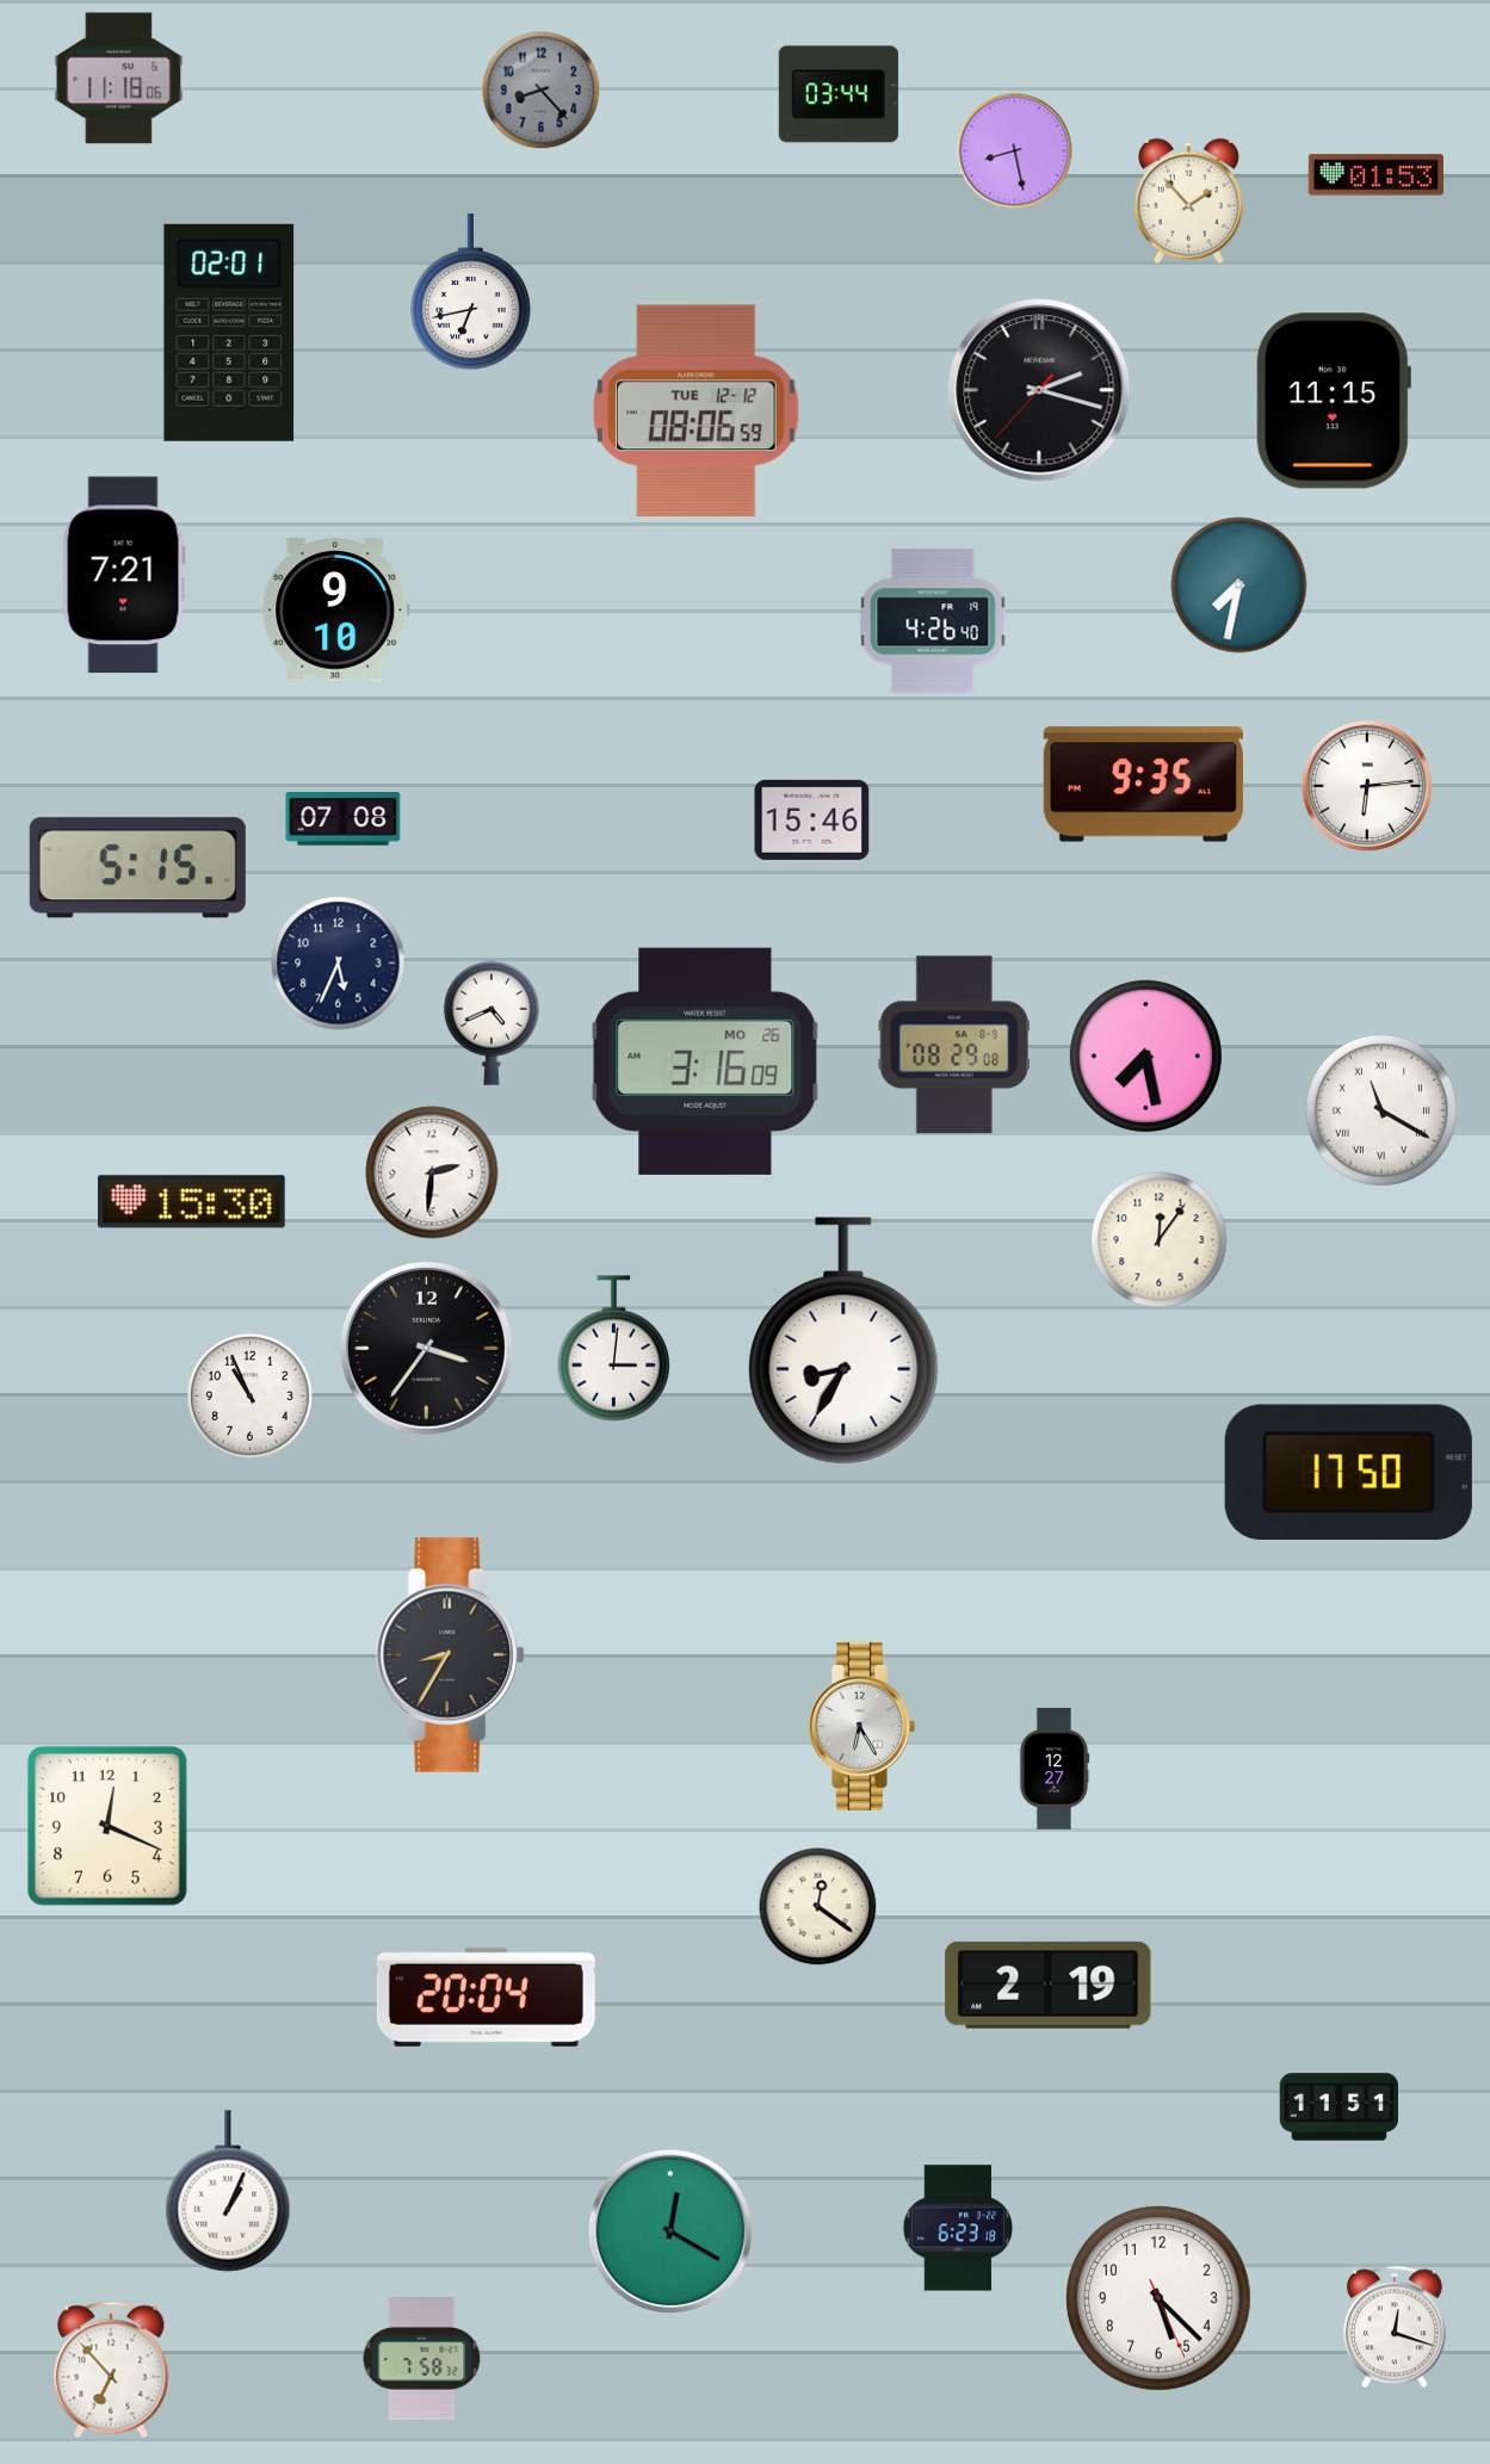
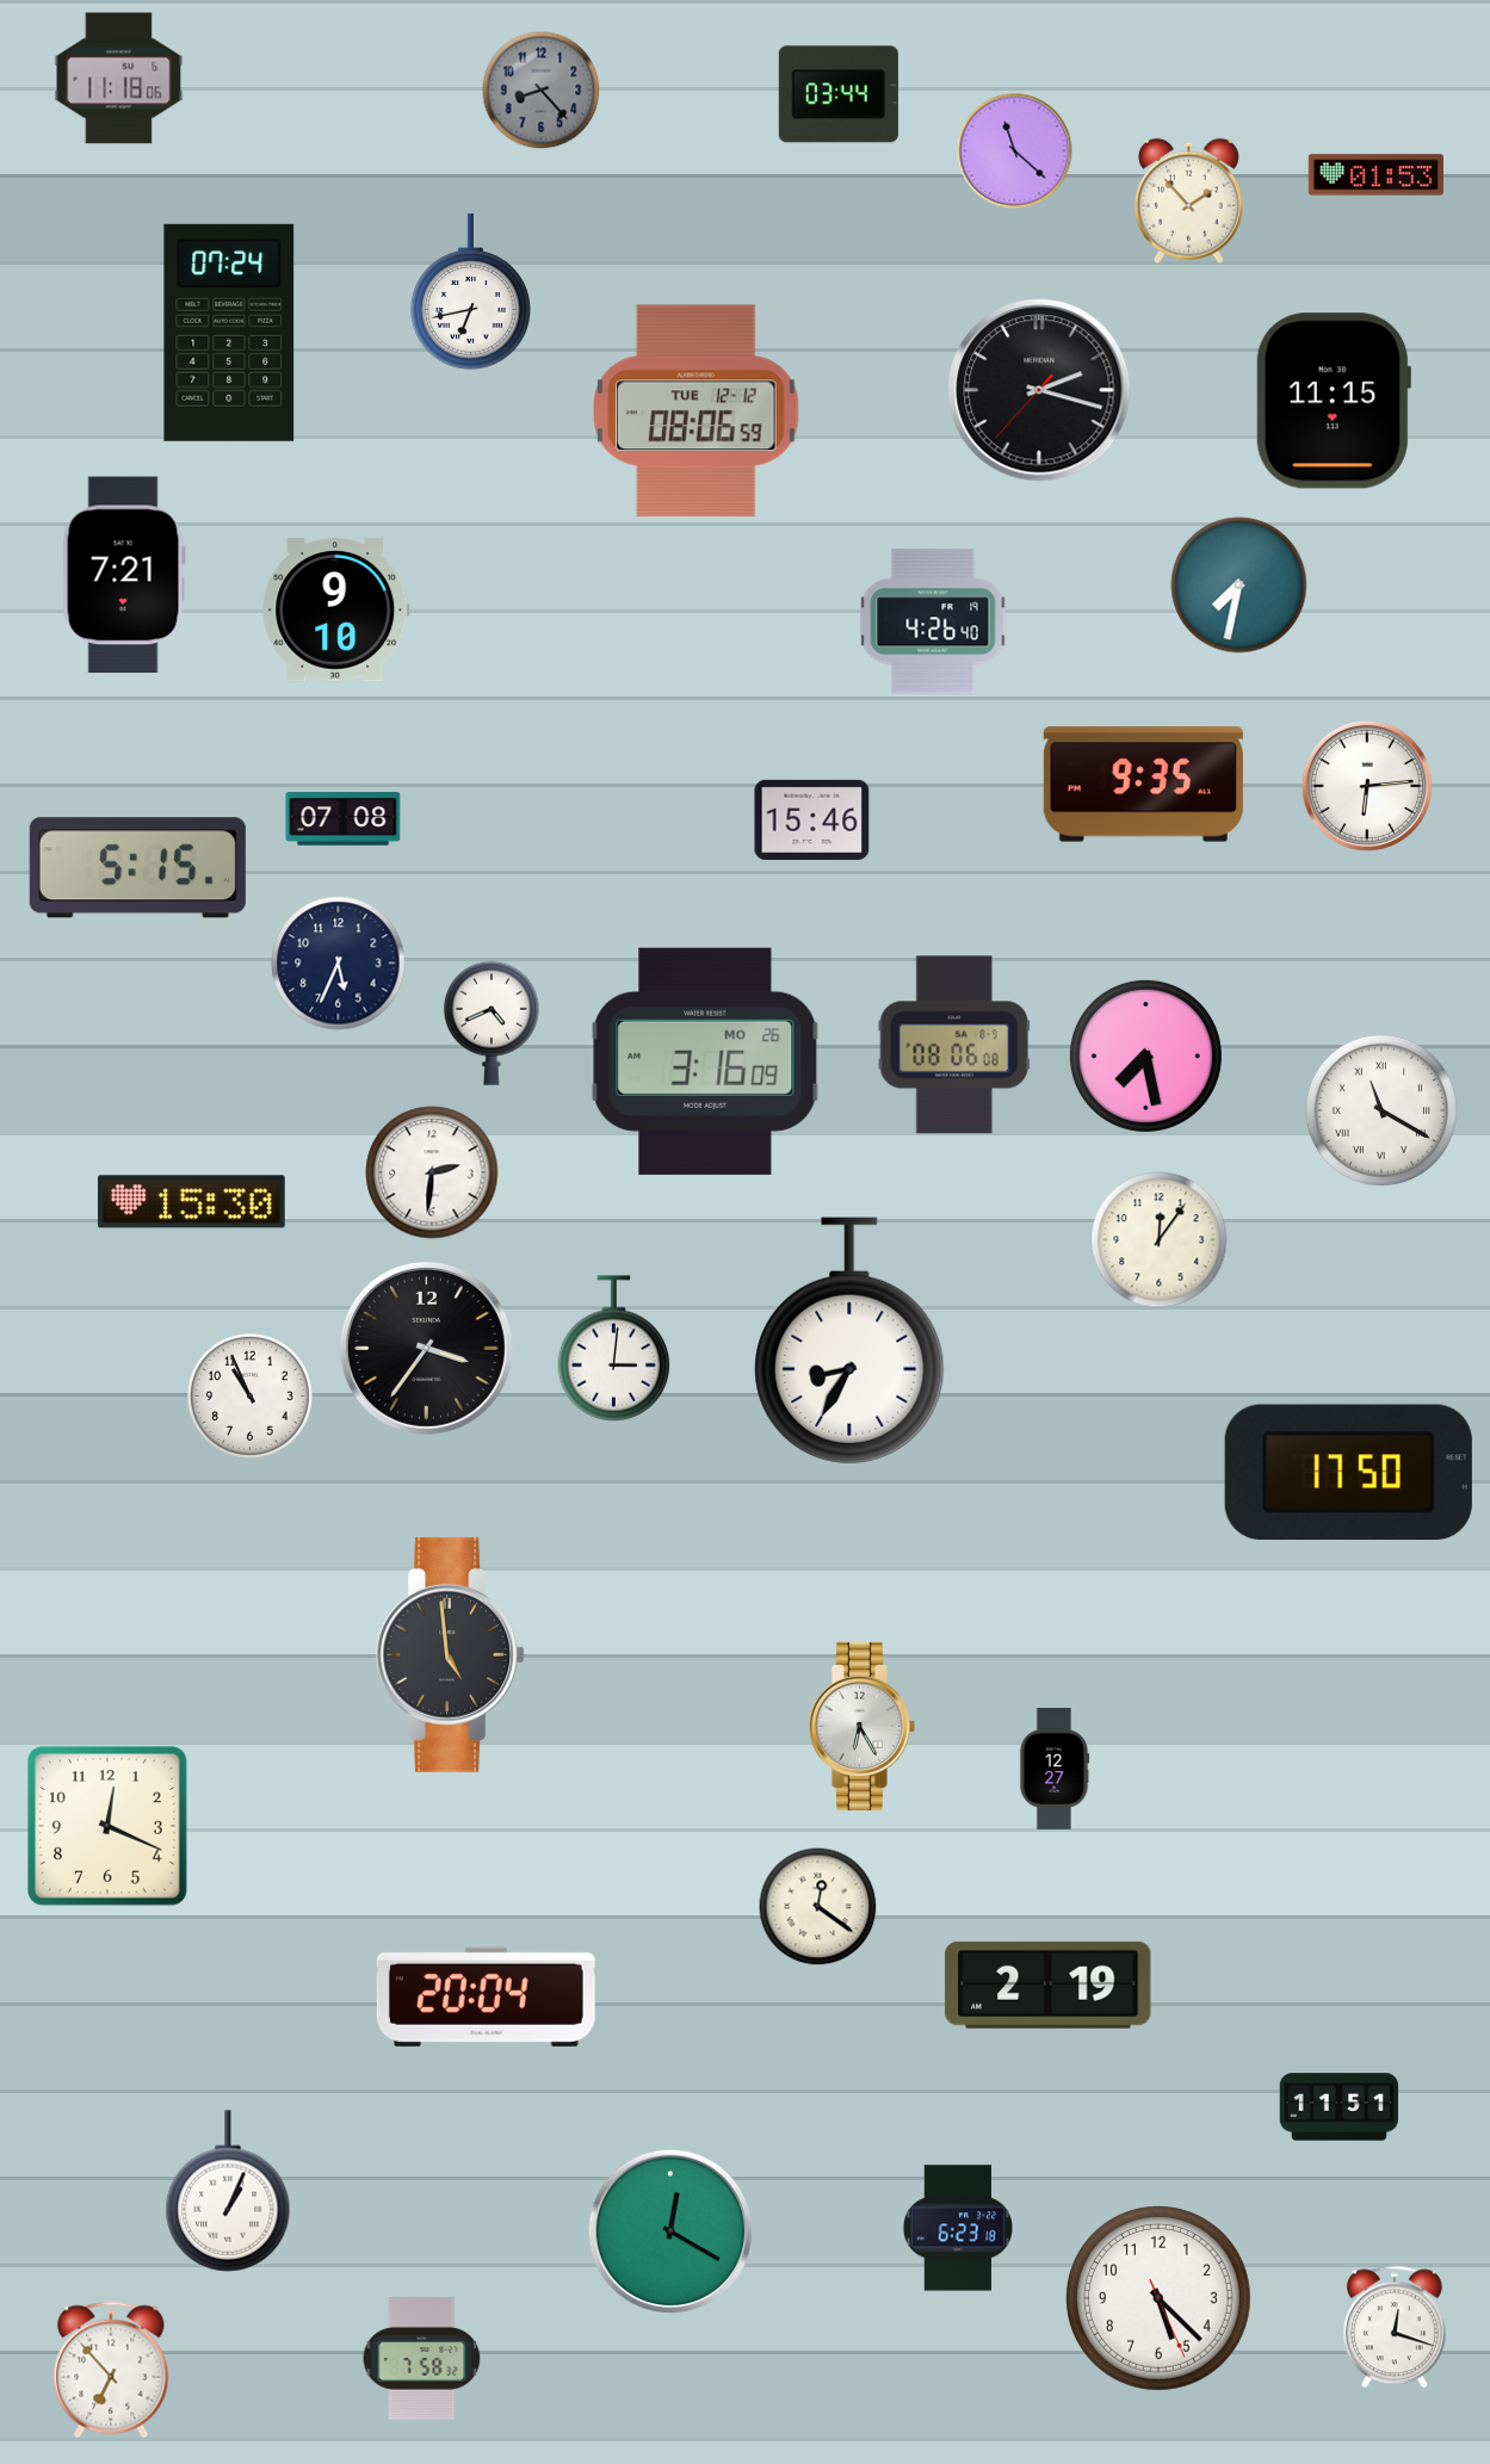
clock at (1015, 151): 8:28 -> 11:22
clock at (229, 333): 02:01 -> 07:24
clock at (954, 1045): 08:29 -> 08:06
clock at (843, 1341) position: (843, 1341) -> (849, 1341)
clock at (451, 1654): 8:35 -> 4:59
